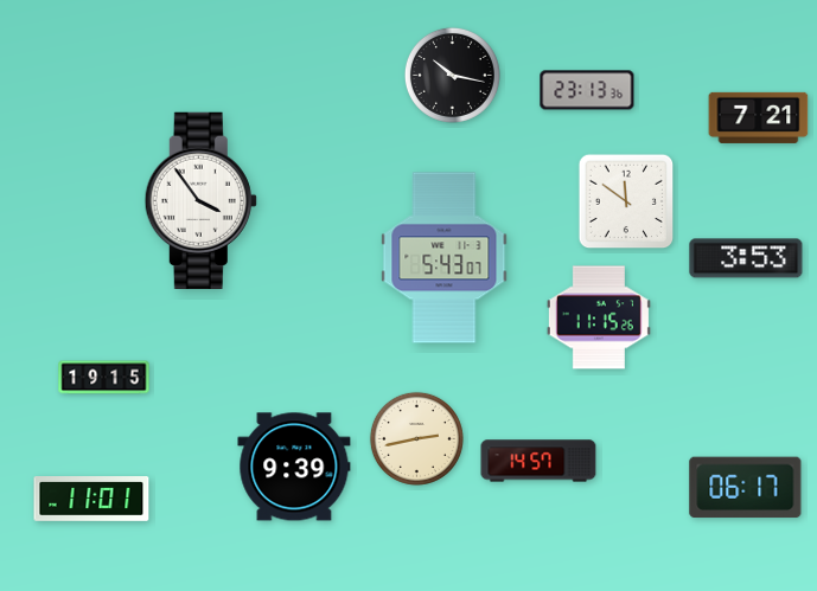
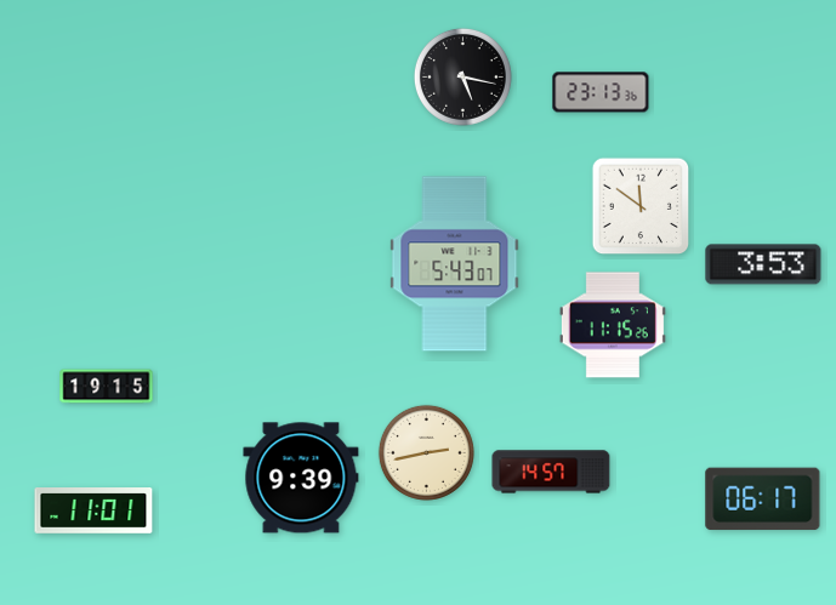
clock at (452, 75): 10:17 -> 5:17
clock at (759, 117): 7:21 -> none
clock at (200, 200): 3:54 -> none
clock at (416, 438) position: (416, 438) -> (426, 452)
